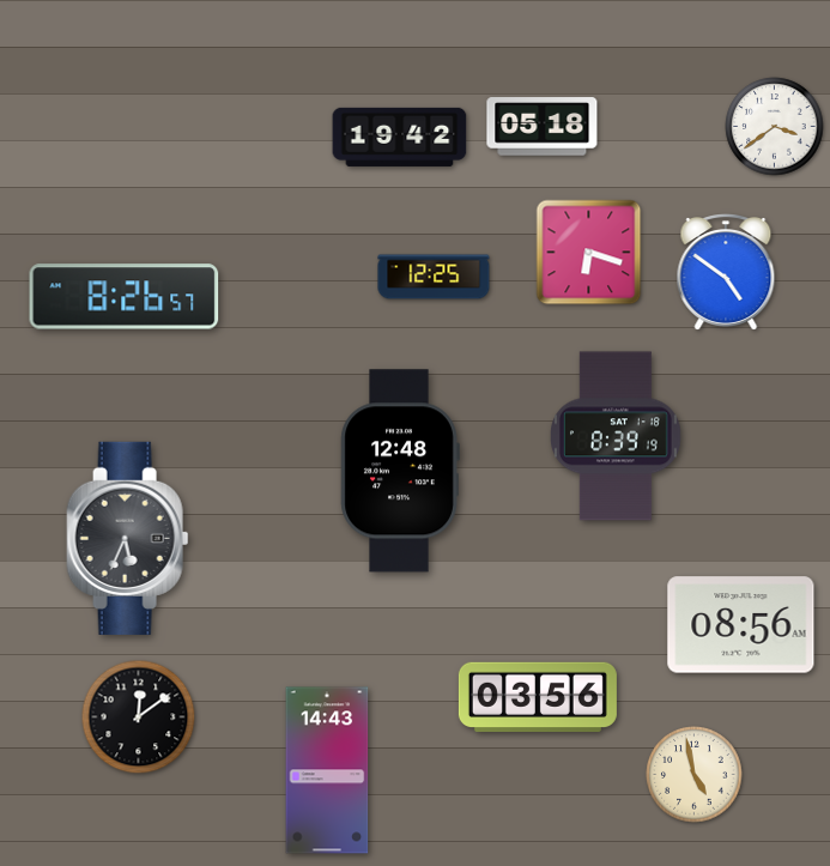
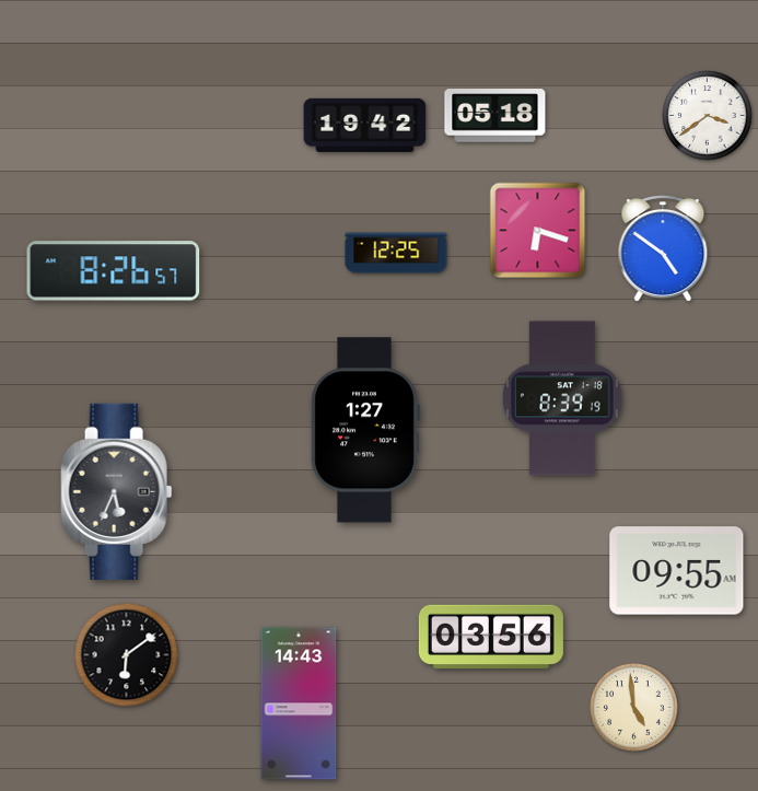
clock at (400, 471): 12:48 -> 1:27
clock at (741, 625): 08:56 -> 09:55
clock at (139, 717): 12:09 -> 6:09
clock at (695, 775): 4:58 -> 4:59
